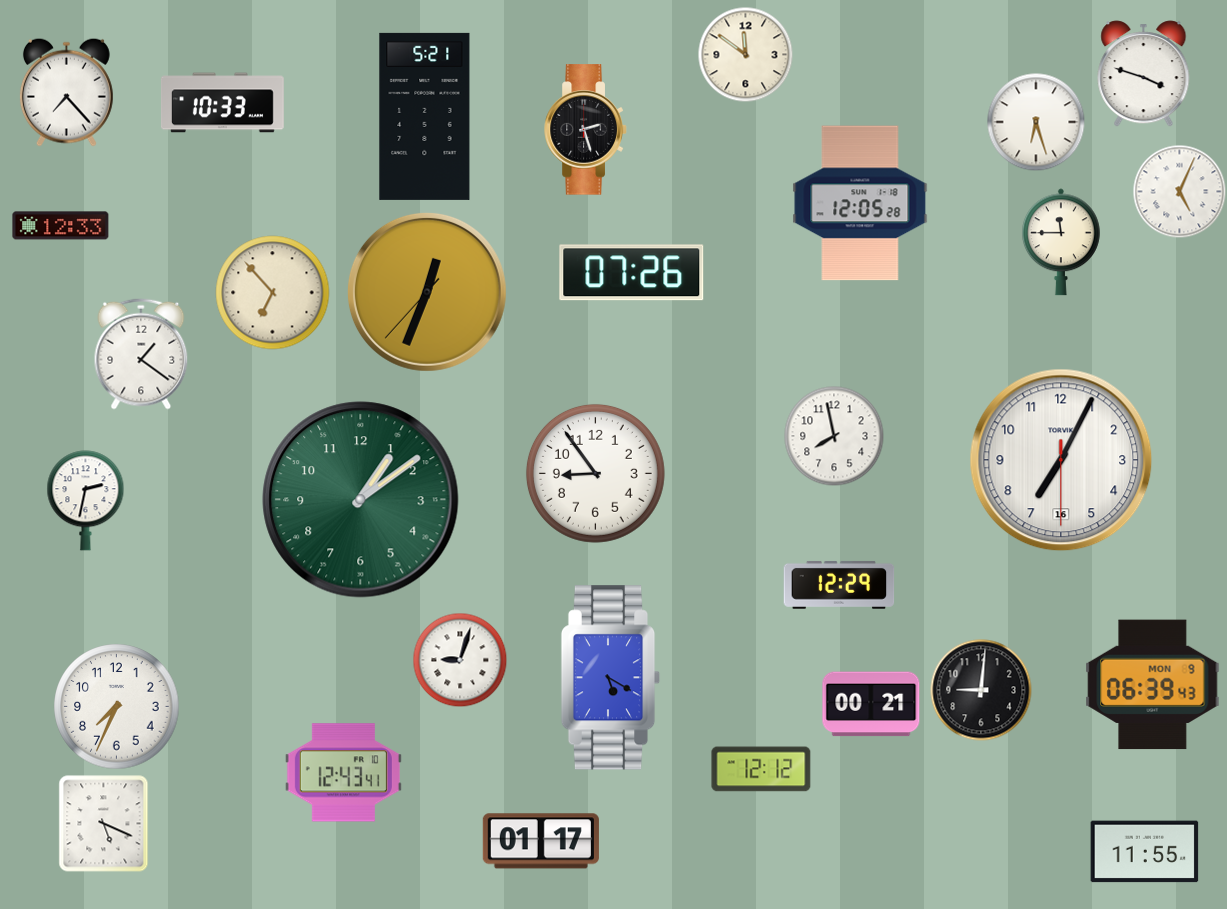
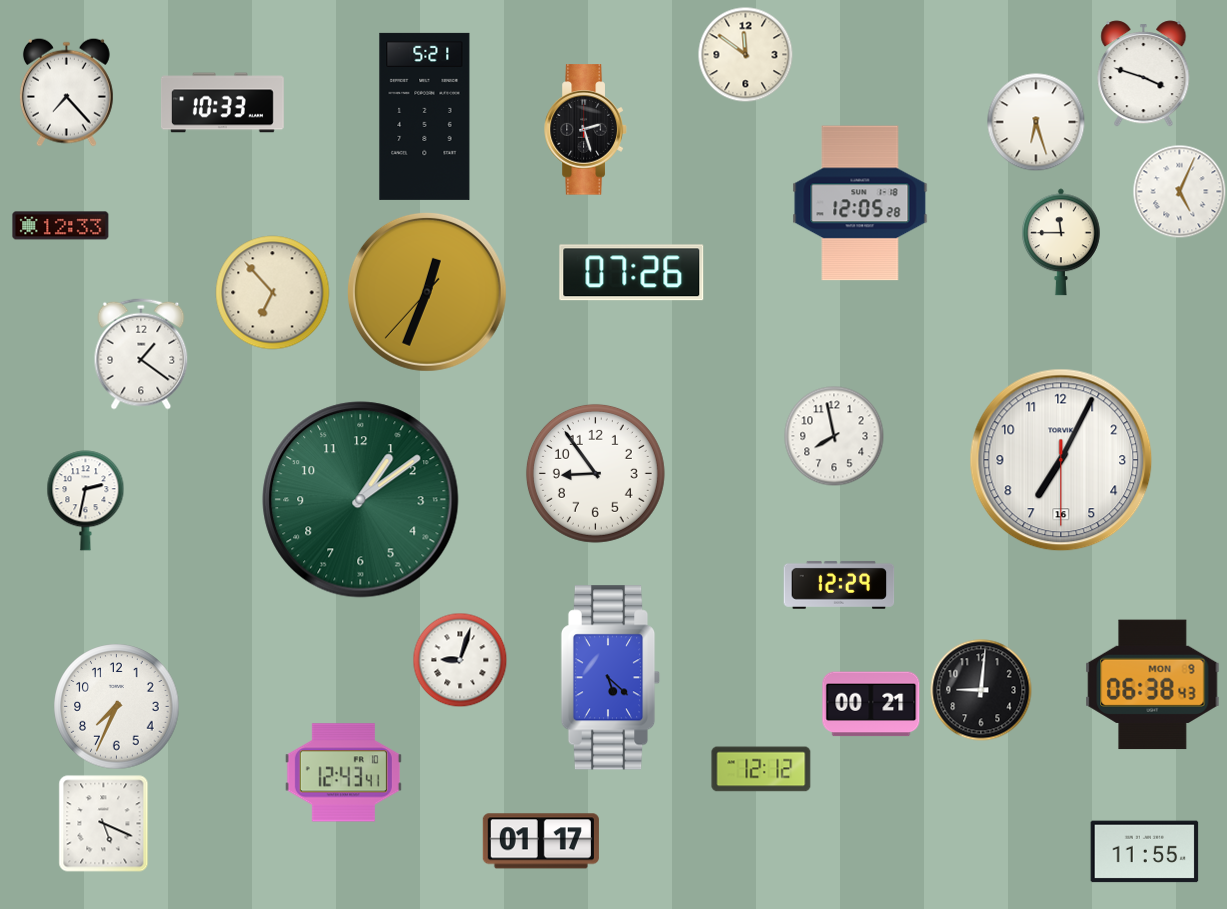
clock at (611, 678): 5:20 -> 5:22
clock at (1153, 685): 06:39 -> 06:38
